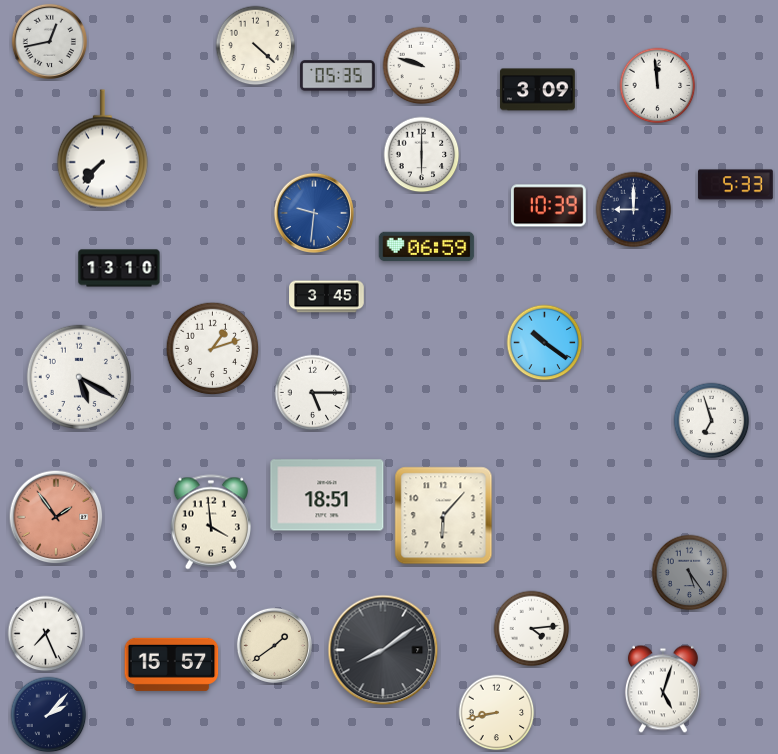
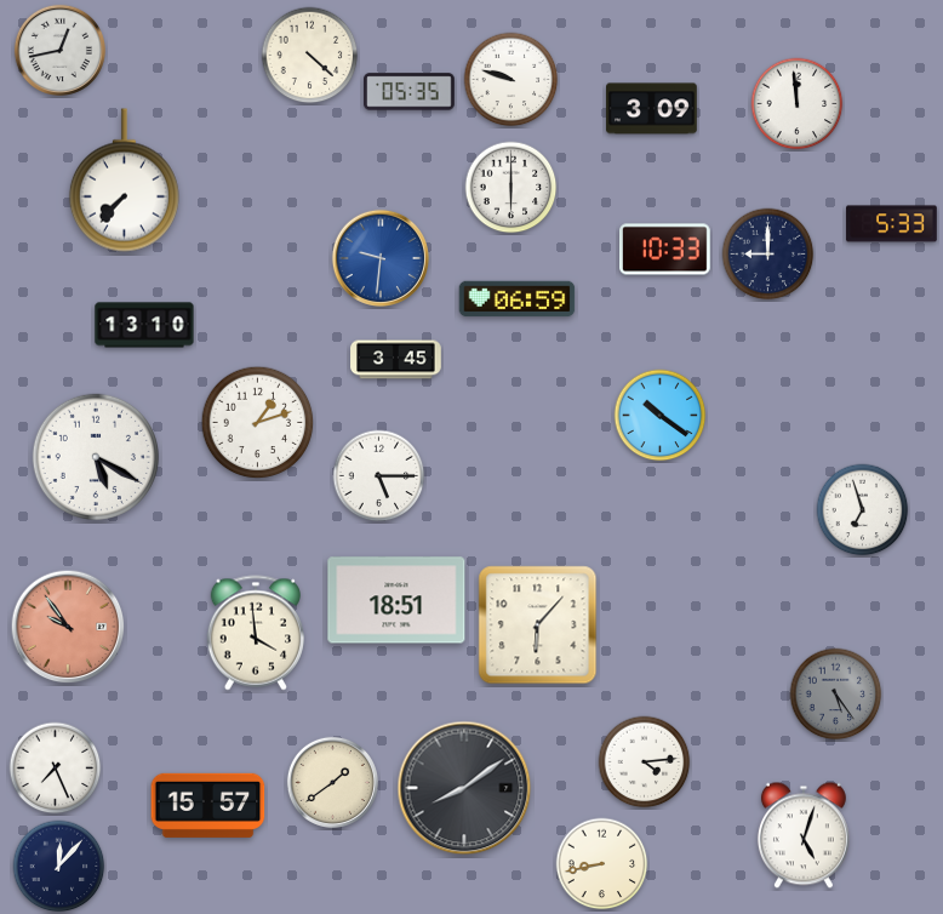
clock at (549, 206): 10:39 -> 10:33
clock at (56, 517): 1:54 -> 9:54
clock at (49, 715): 2:07 -> 12:07
